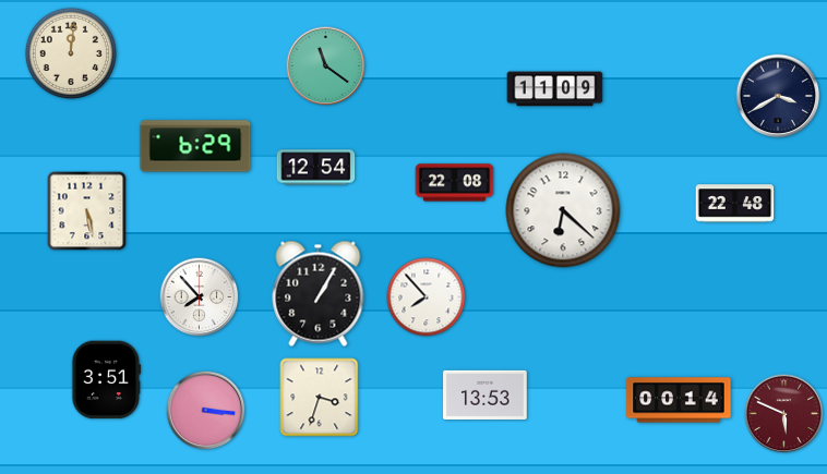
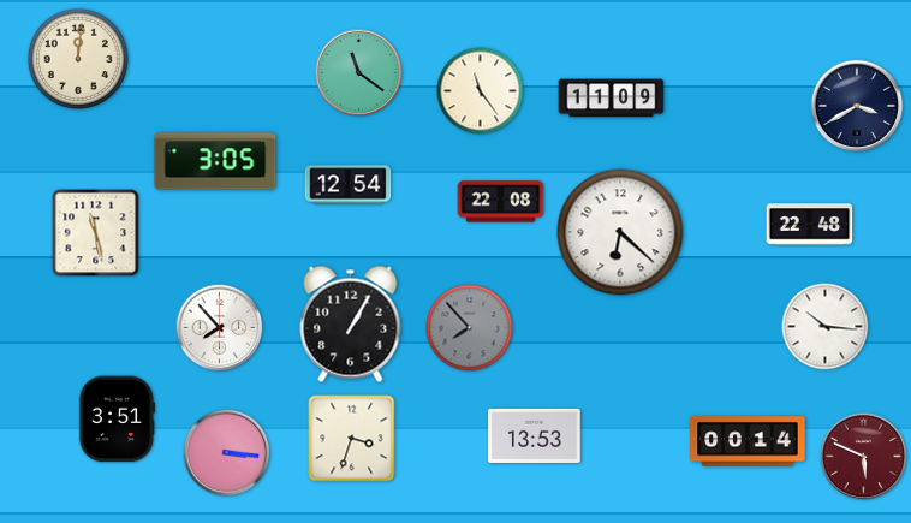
clock at (481, 91): none -> 11:24
clock at (195, 146): 6:29 -> 3:05
clock at (87, 211): 5:28 -> 11:28
clock at (826, 327): none -> 10:16
clock at (427, 297) dial: white -> grey
